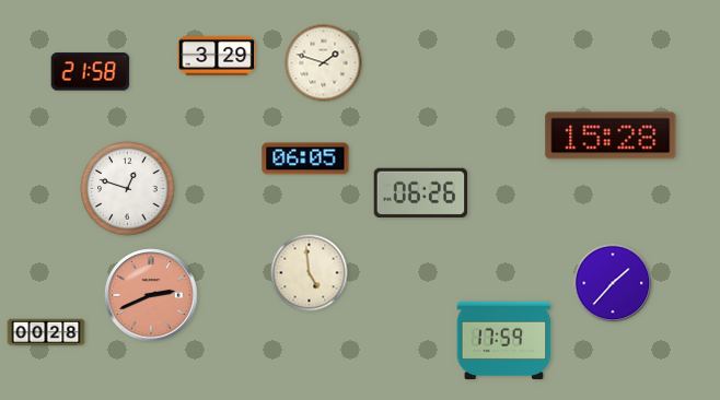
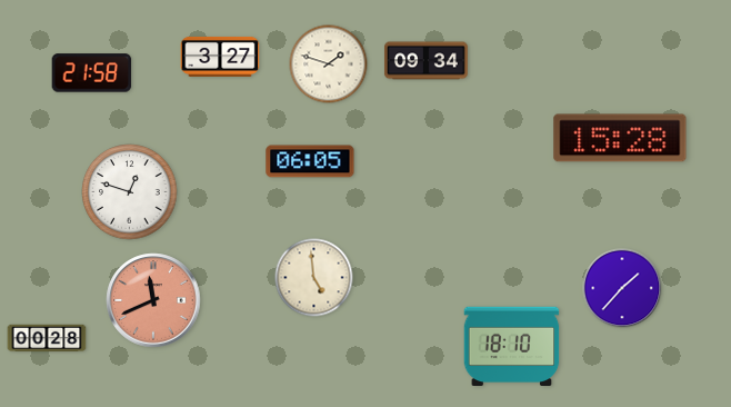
clock at (217, 56): 3:29 -> 3:27
clock at (425, 61): none -> 09:34
clock at (421, 192): 06:26 -> none
clock at (151, 295): 2:41 -> 11:41
clock at (504, 340): 17:59 -> 18:10
